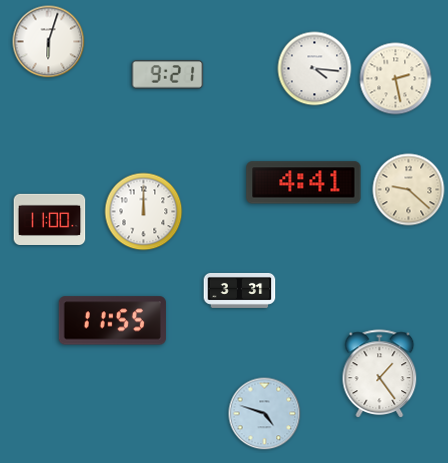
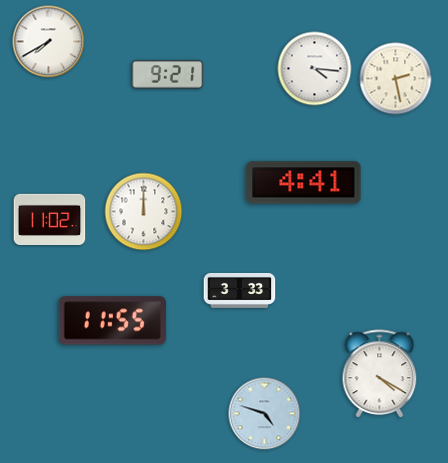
clock at (49, 42): 6:03 -> 7:40
clock at (409, 190): 9:22 -> none
clock at (50, 219): 11:00 -> 11:02
clock at (240, 290): 3:31 -> 3:33
clock at (380, 374): 1:24 -> 4:20
